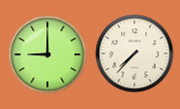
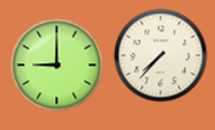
clock at (134, 53) position: (134, 53) -> (160, 55)
